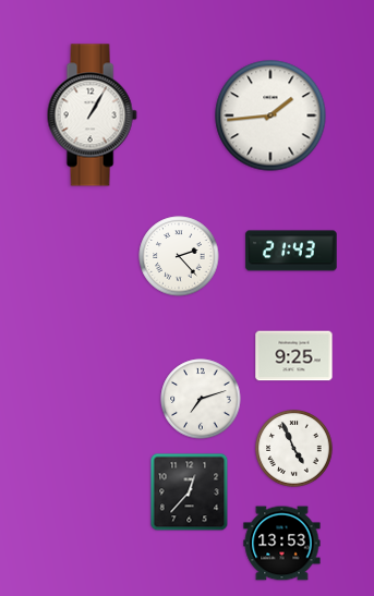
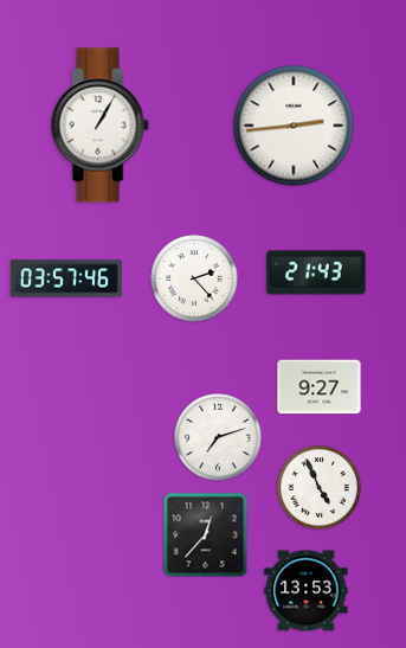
clock at (270, 115): 1:44 -> 2:44
clock at (66, 278): none -> 03:57
clock at (294, 356): 9:25 -> 9:27
clock at (201, 399) position: (201, 399) -> (218, 437)
